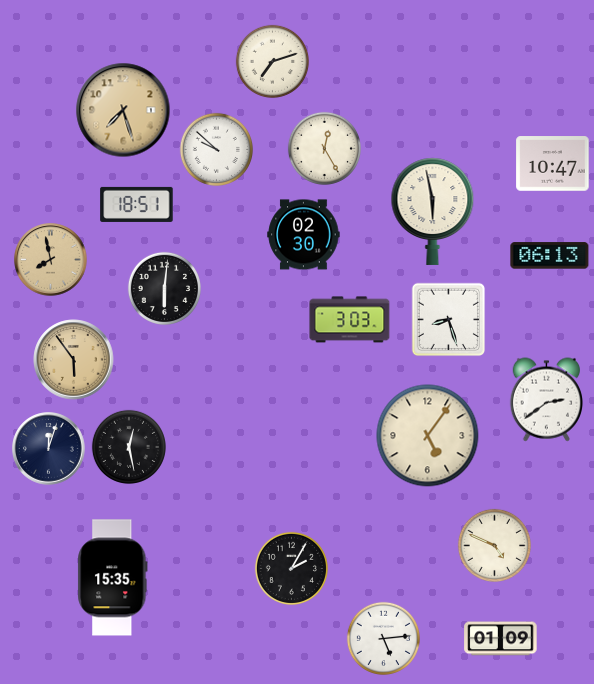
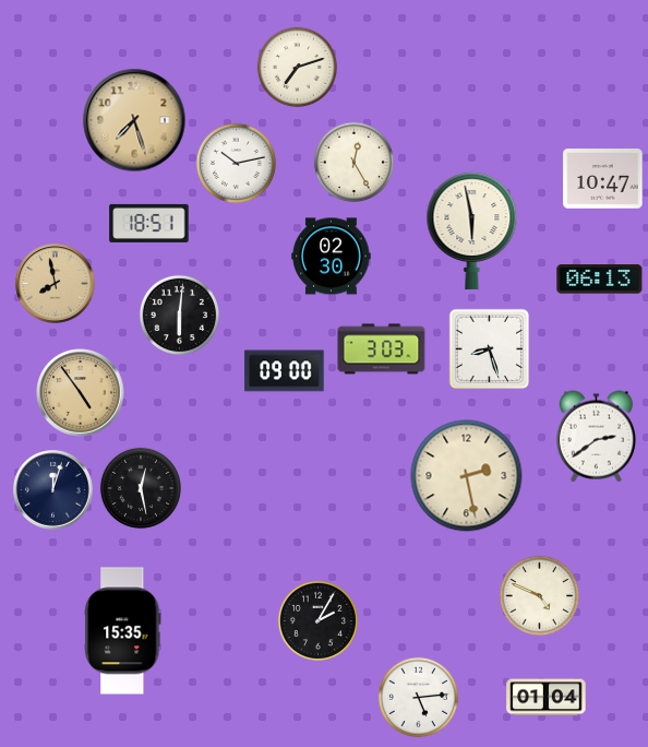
clock at (216, 149): 9:52 -> 10:13
clock at (285, 371): none -> 09:00
clock at (74, 360): 5:54 -> 4:54
clock at (428, 436): 5:06 -> 2:28
clock at (501, 639): 01:09 -> 01:04
